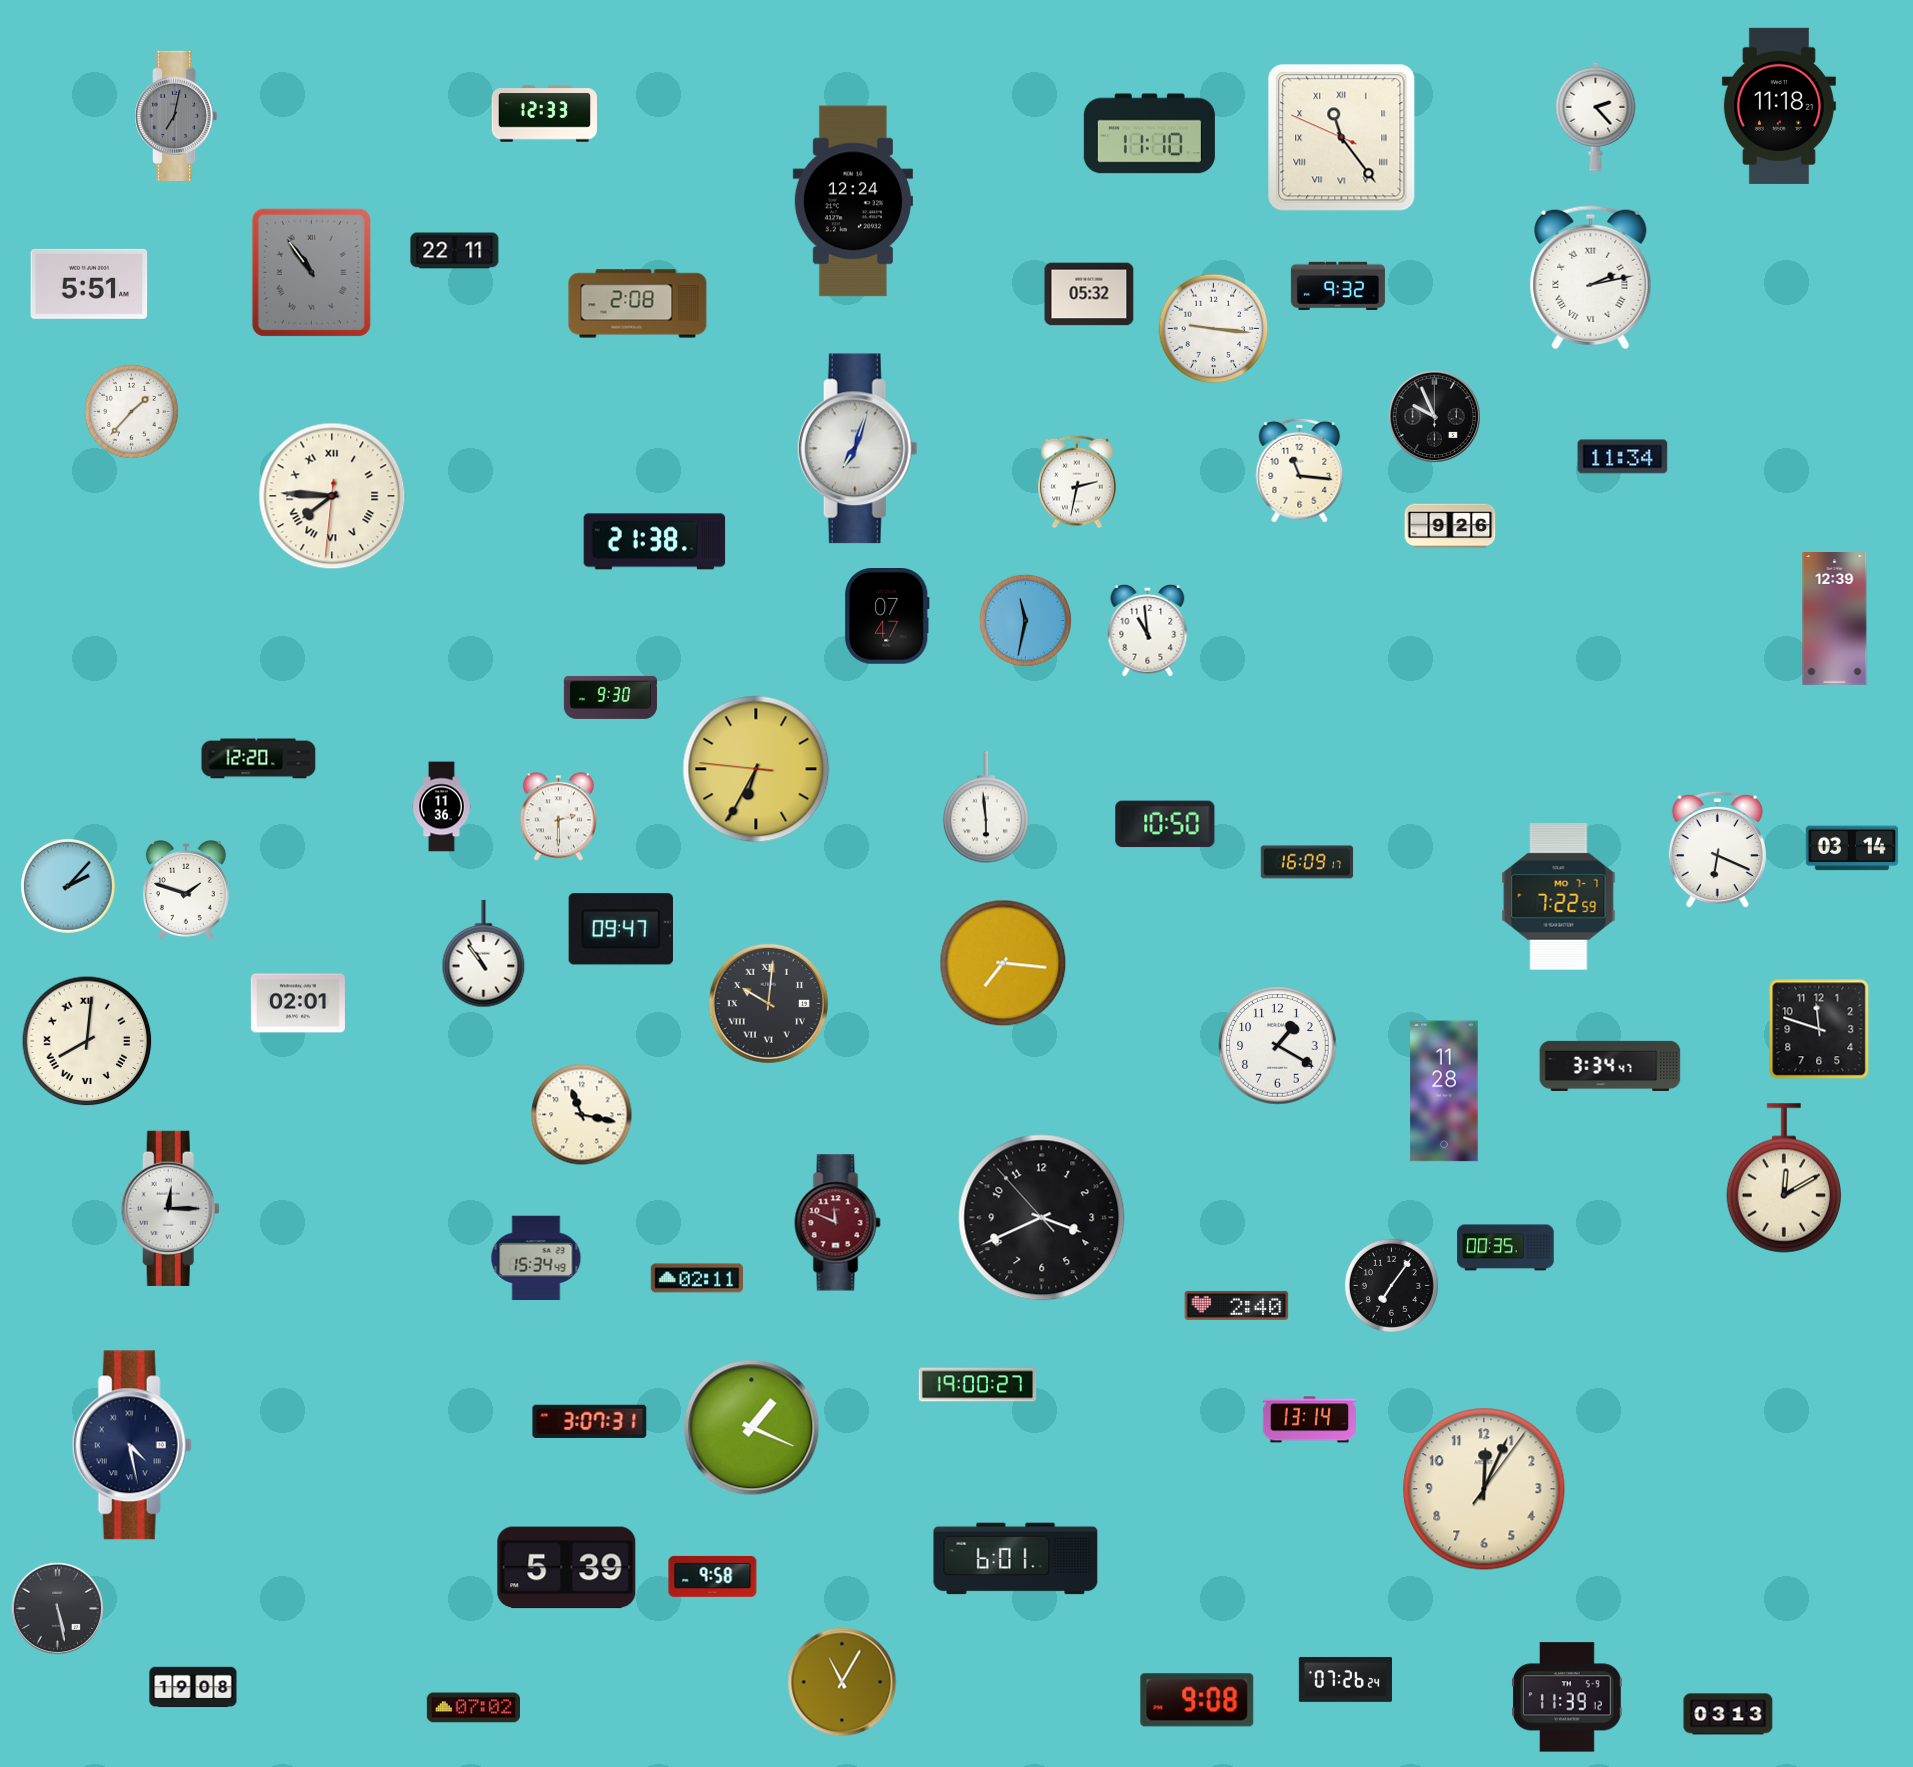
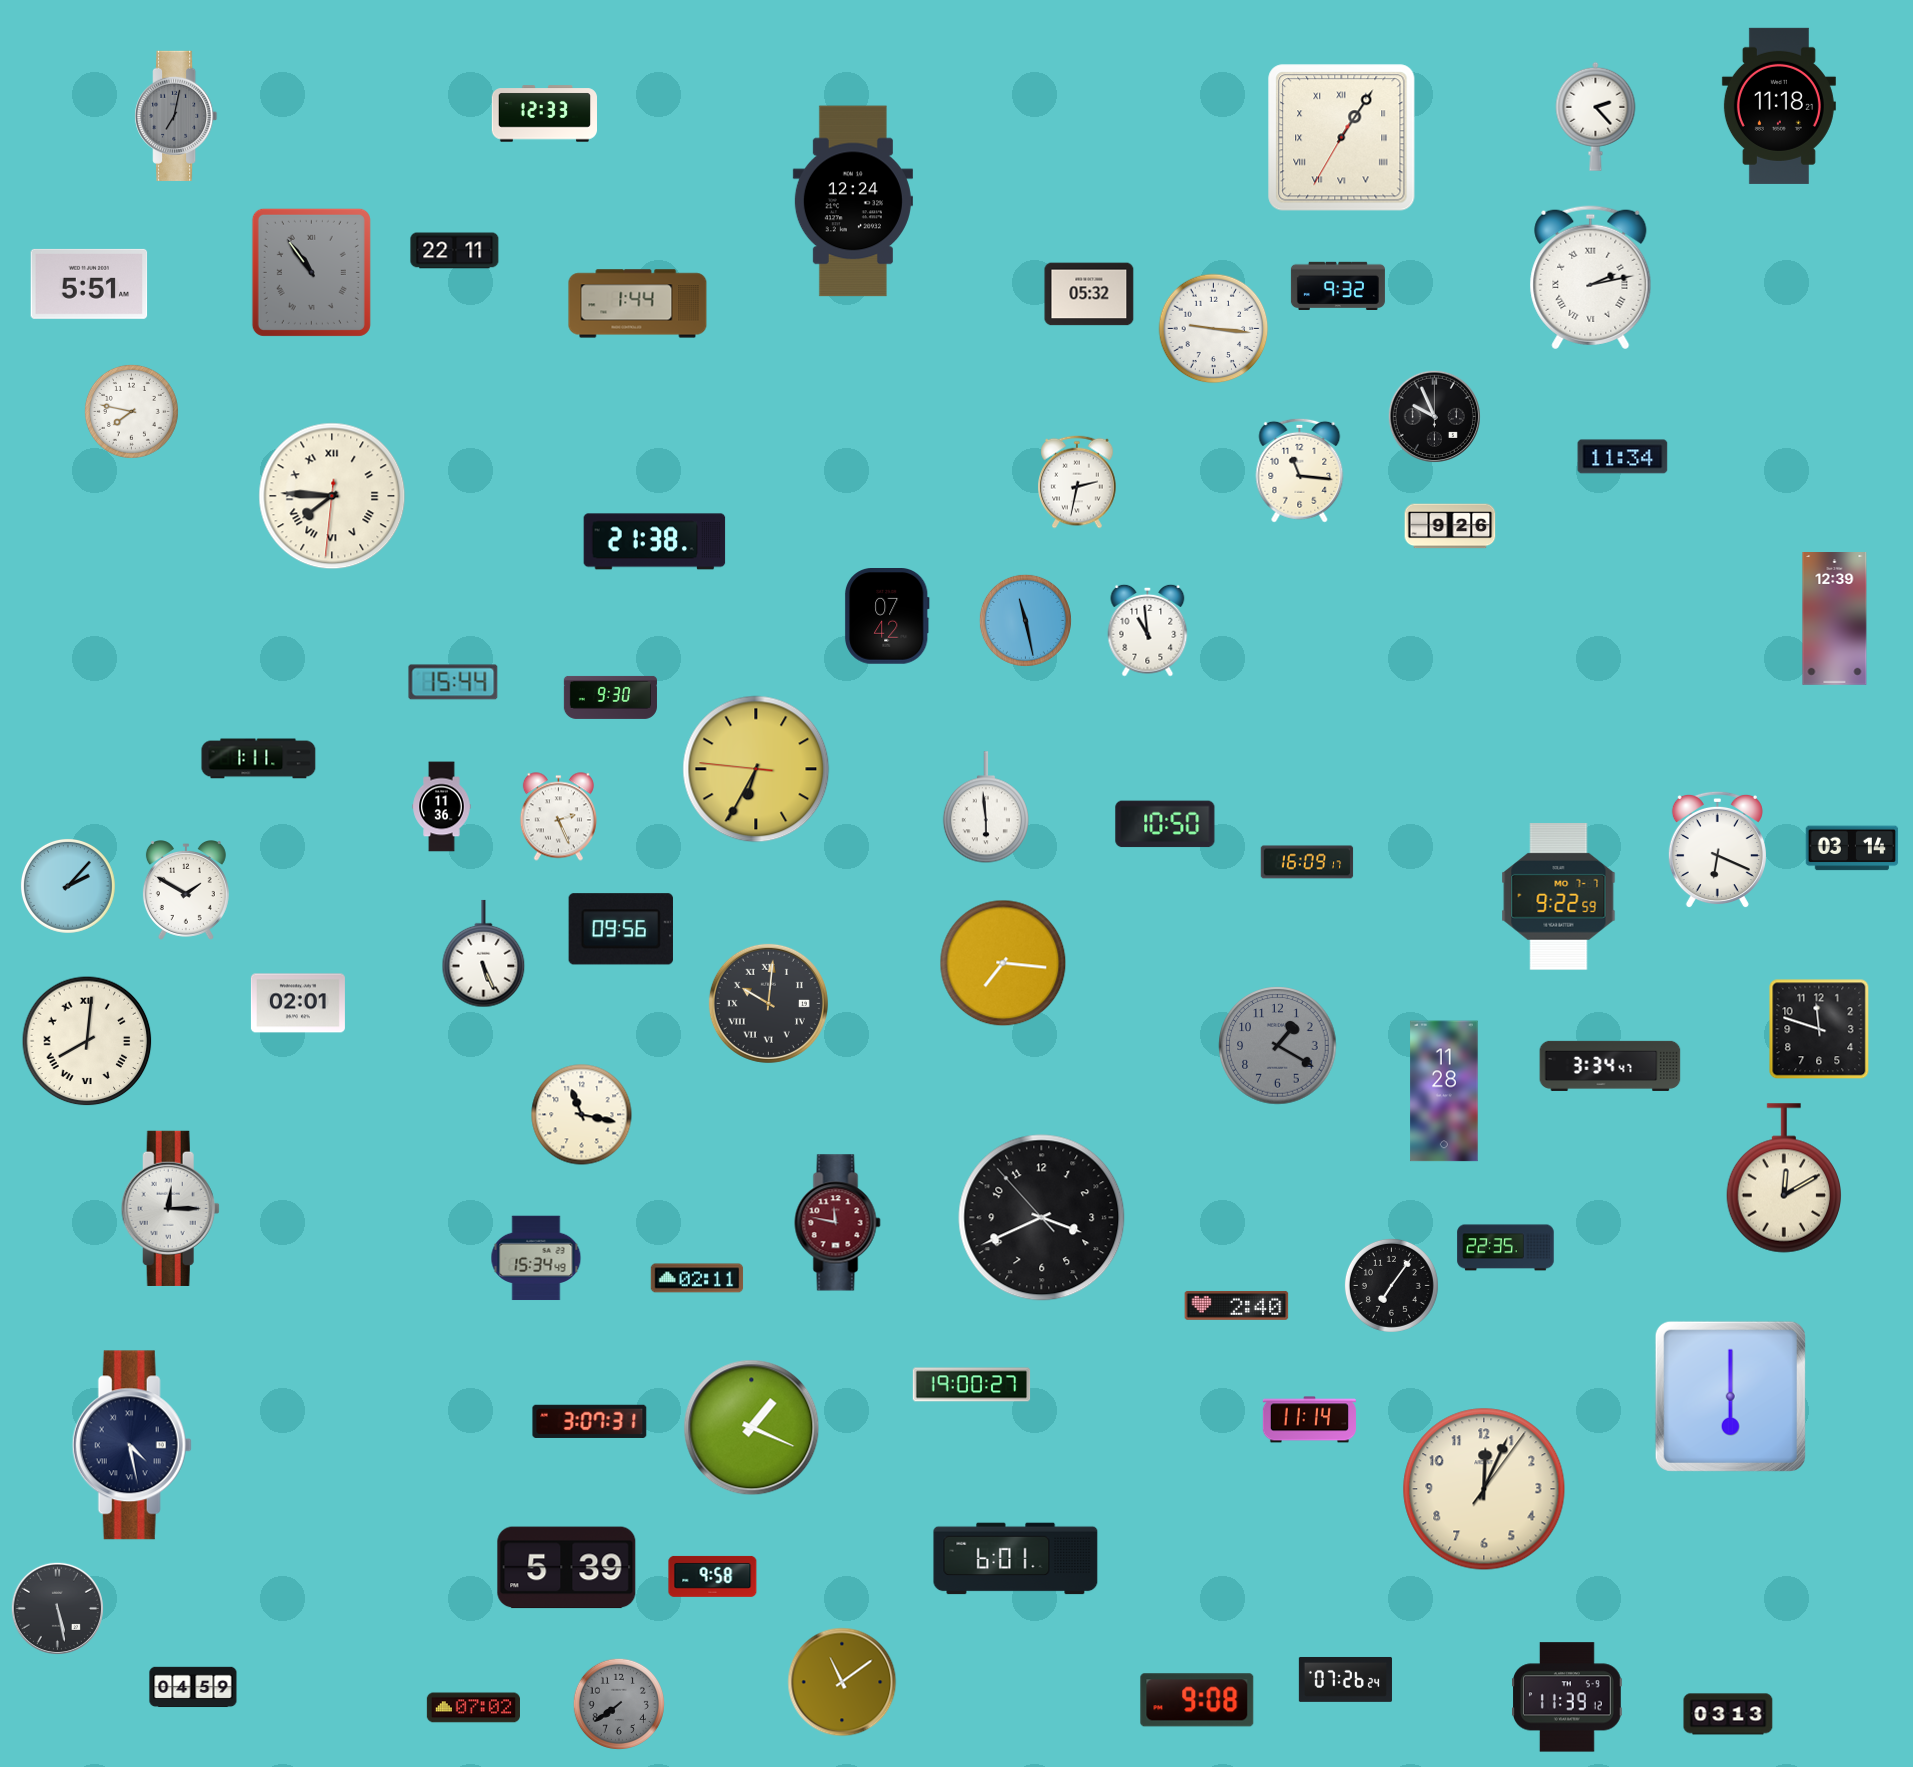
clock at (1149, 134): 11:10 -> none
clock at (1342, 138): 11:23 -> 1:05
clock at (638, 304): 2:08 -> 1:44
clock at (131, 411): 1:37 -> 7:47
clock at (857, 449): 7:03 -> none
clock at (887, 617): 07:47 -> 07:42
clock at (1025, 620): 11:32 -> 11:28
clock at (453, 682): none -> 15:44
clock at (259, 759): 12:20 -> 1:11
clock at (558, 817): 2:30 -> 2:26
clock at (186, 891): 1:48 -> 1:50
clock at (1559, 897): 7:22 -> 9:22
clock at (621, 929): 09:47 -> 09:56
clock at (484, 954): 10:54 -> 5:26
clock at (1278, 1046) dial: white -> grey
clock at (838, 1223): 11:49 -> 11:47
clock at (1506, 1248): 00:35 -> 22:35
clock at (978, 1385) position: (978, 1385) -> (972, 1385)
clock at (1730, 1396): none -> 6:00
clock at (1309, 1420): 13:14 -> 11:14
clock at (842, 1682): 11:05 -> 11:09
clock at (193, 1687): 19:08 -> 04:59
clock at (618, 1703): none -> 7:39
